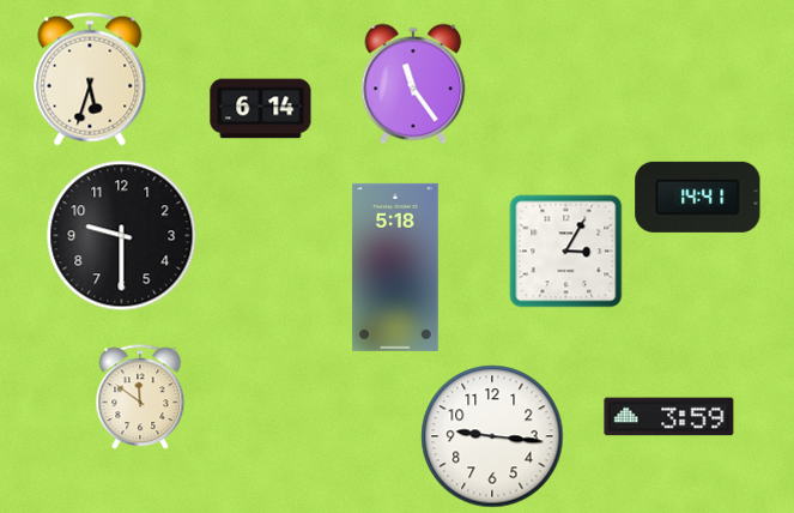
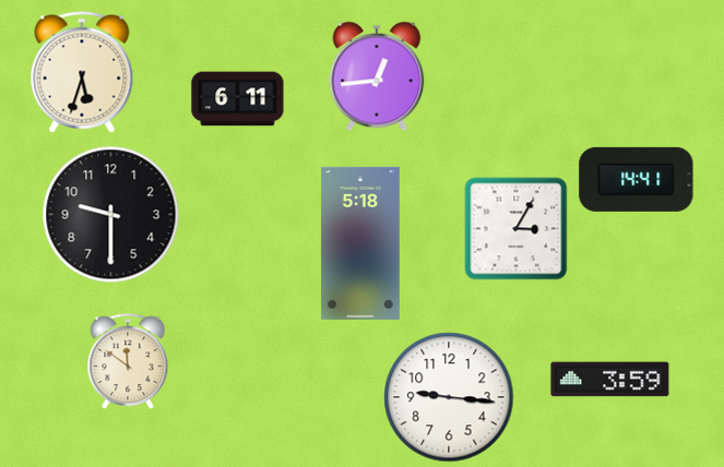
clock at (413, 84): 11:24 -> 12:44
clock at (261, 109): 6:14 -> 6:11
